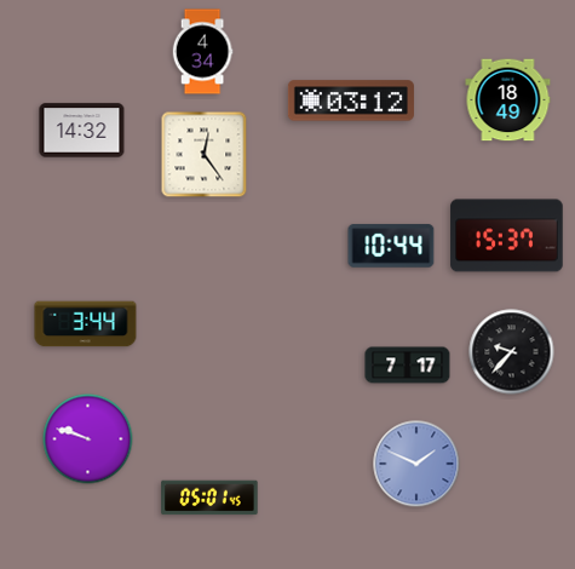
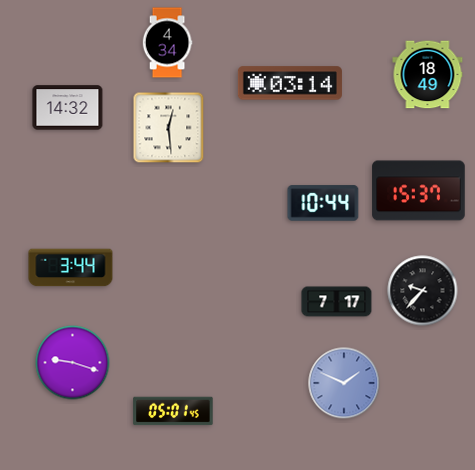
clock at (351, 100): 03:12 -> 03:14
clock at (508, 100) position: (508, 100) -> (428, 75)
clock at (205, 155): 12:24 -> 12:29
clock at (507, 236) position: (507, 236) -> (419, 191)
clock at (88, 439): 9:48 -> 9:18
